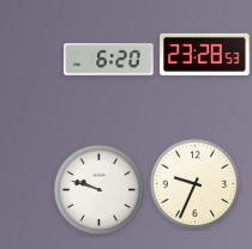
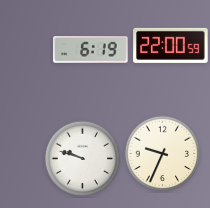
clock at (205, 54): 23:28 -> 22:00
clock at (109, 60): 6:20 -> 6:19
